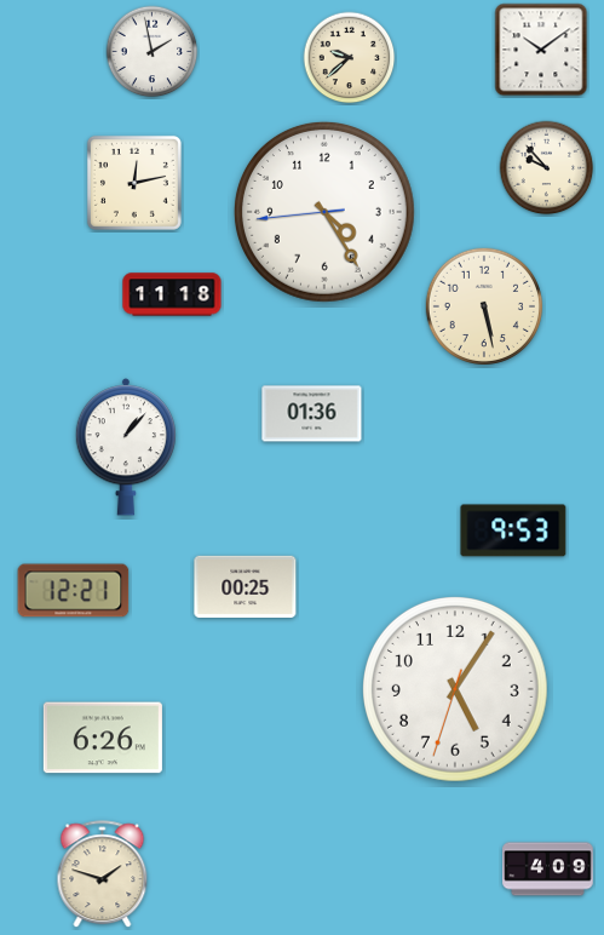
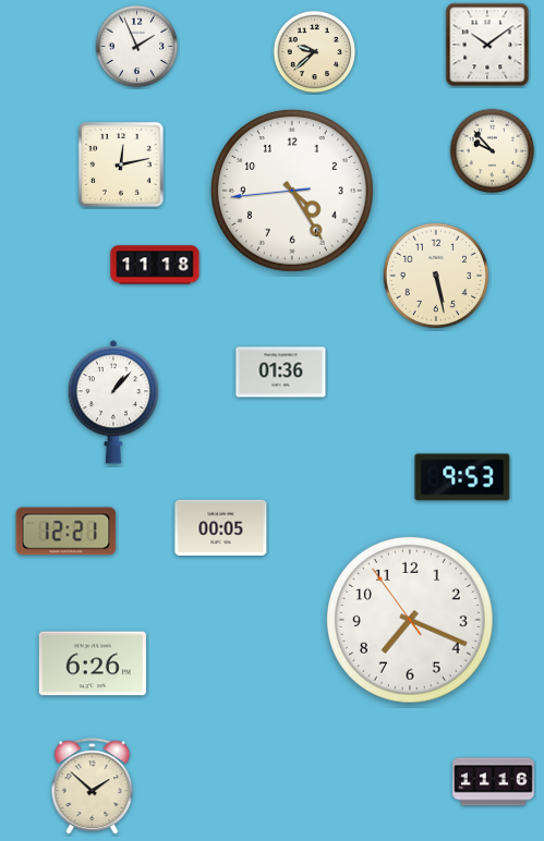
clock at (153, 52): 1:58 -> 1:56
clock at (246, 586): 00:25 -> 00:05
clock at (456, 690): 5:05 -> 7:18
clock at (548, 870): 4:09 -> 11:16
clock at (103, 874): 1:48 -> 1:52
